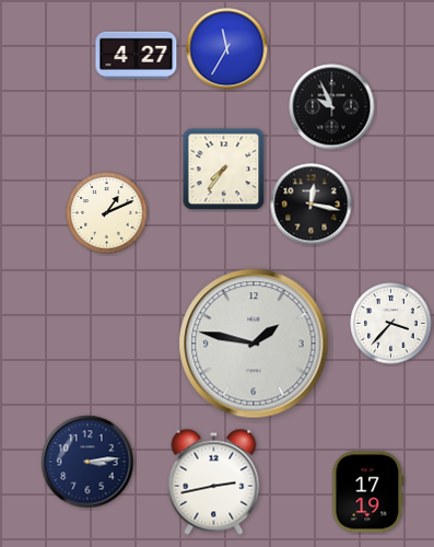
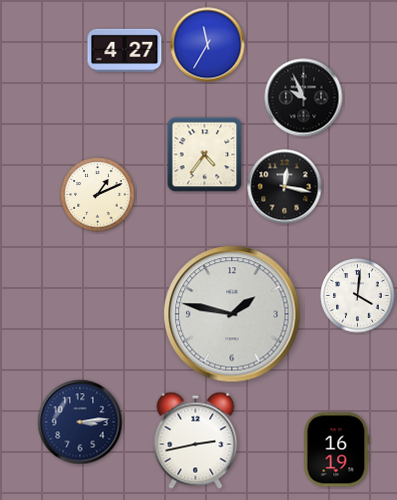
clock at (224, 170): 7:36 -> 4:36
clock at (391, 324): 3:37 -> 4:01
clock at (368, 492): 17:19 -> 16:19
